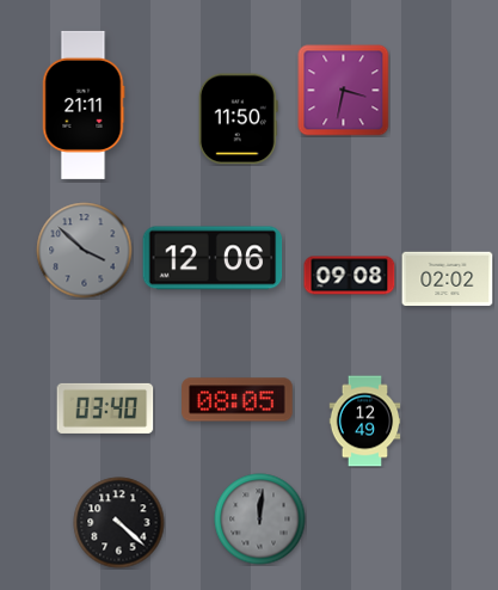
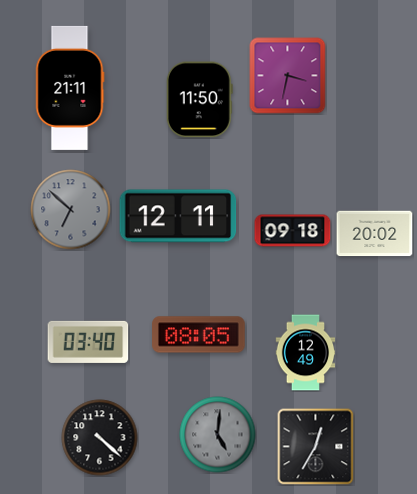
clock at (85, 251): 3:52 -> 6:52
clock at (213, 258): 12:06 -> 12:11
clock at (350, 276): 09:08 -> 09:18
clock at (448, 279): 02:02 -> 20:02
clock at (260, 520): 12:01 -> 5:01
clock at (316, 447): none -> 12:35
